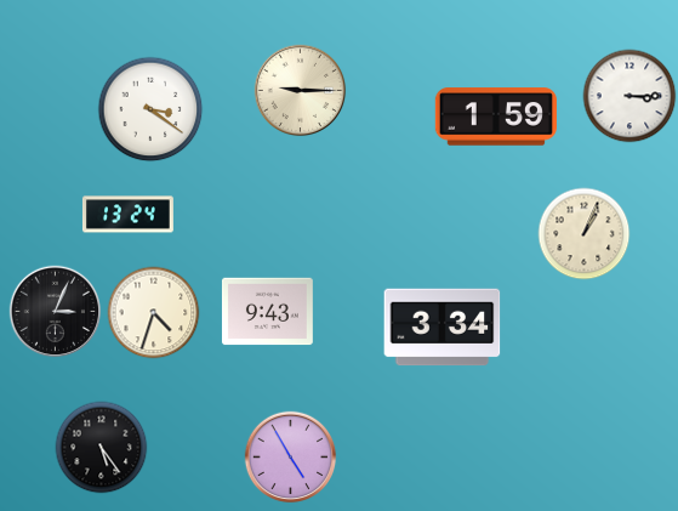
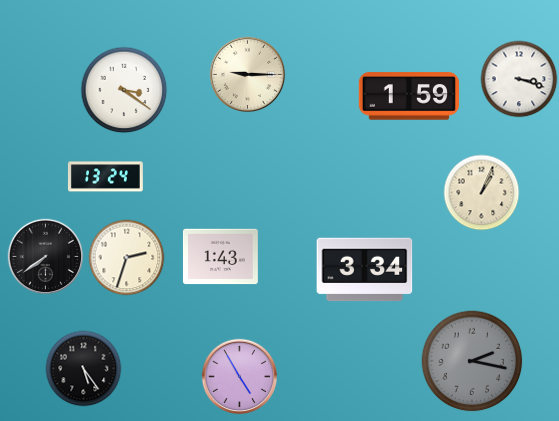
clock at (629, 96): 3:15 -> 3:18
clock at (56, 312): 3:04 -> 7:39
clock at (267, 312): 9:43 -> 1:43
clock at (154, 313): 4:33 -> 2:33
clock at (472, 361): none -> 2:17
